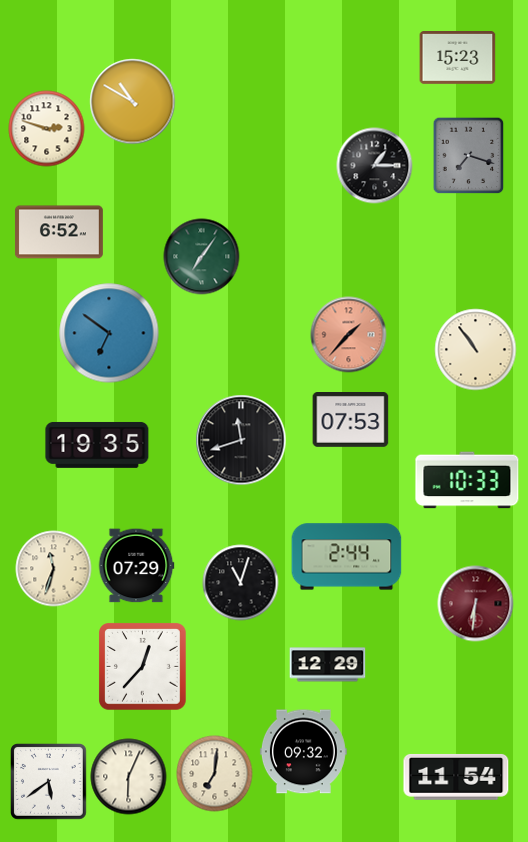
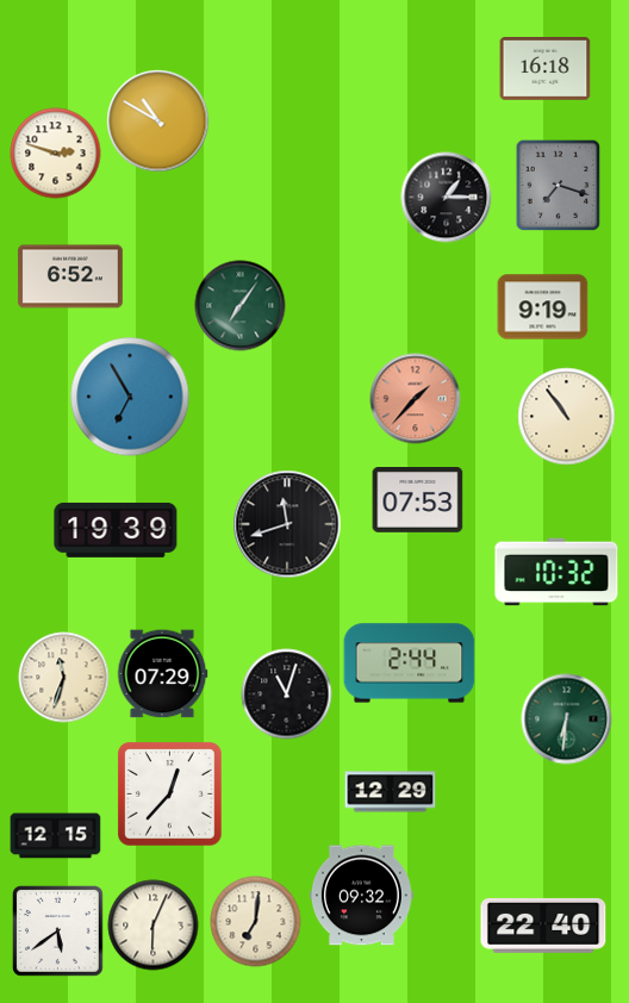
clock at (458, 58): 15:23 -> 16:18
clock at (543, 307): none -> 9:19
clock at (109, 333): 6:51 -> 6:55
clock at (97, 445): 19:35 -> 19:39
clock at (467, 480): 10:33 -> 10:32
clock at (347, 557) position: (347, 557) -> (410, 664)
clock at (476, 604) dial: burgundy -> green
clock at (56, 836): none -> 12:15
clock at (456, 777): 11:54 -> 22:40
